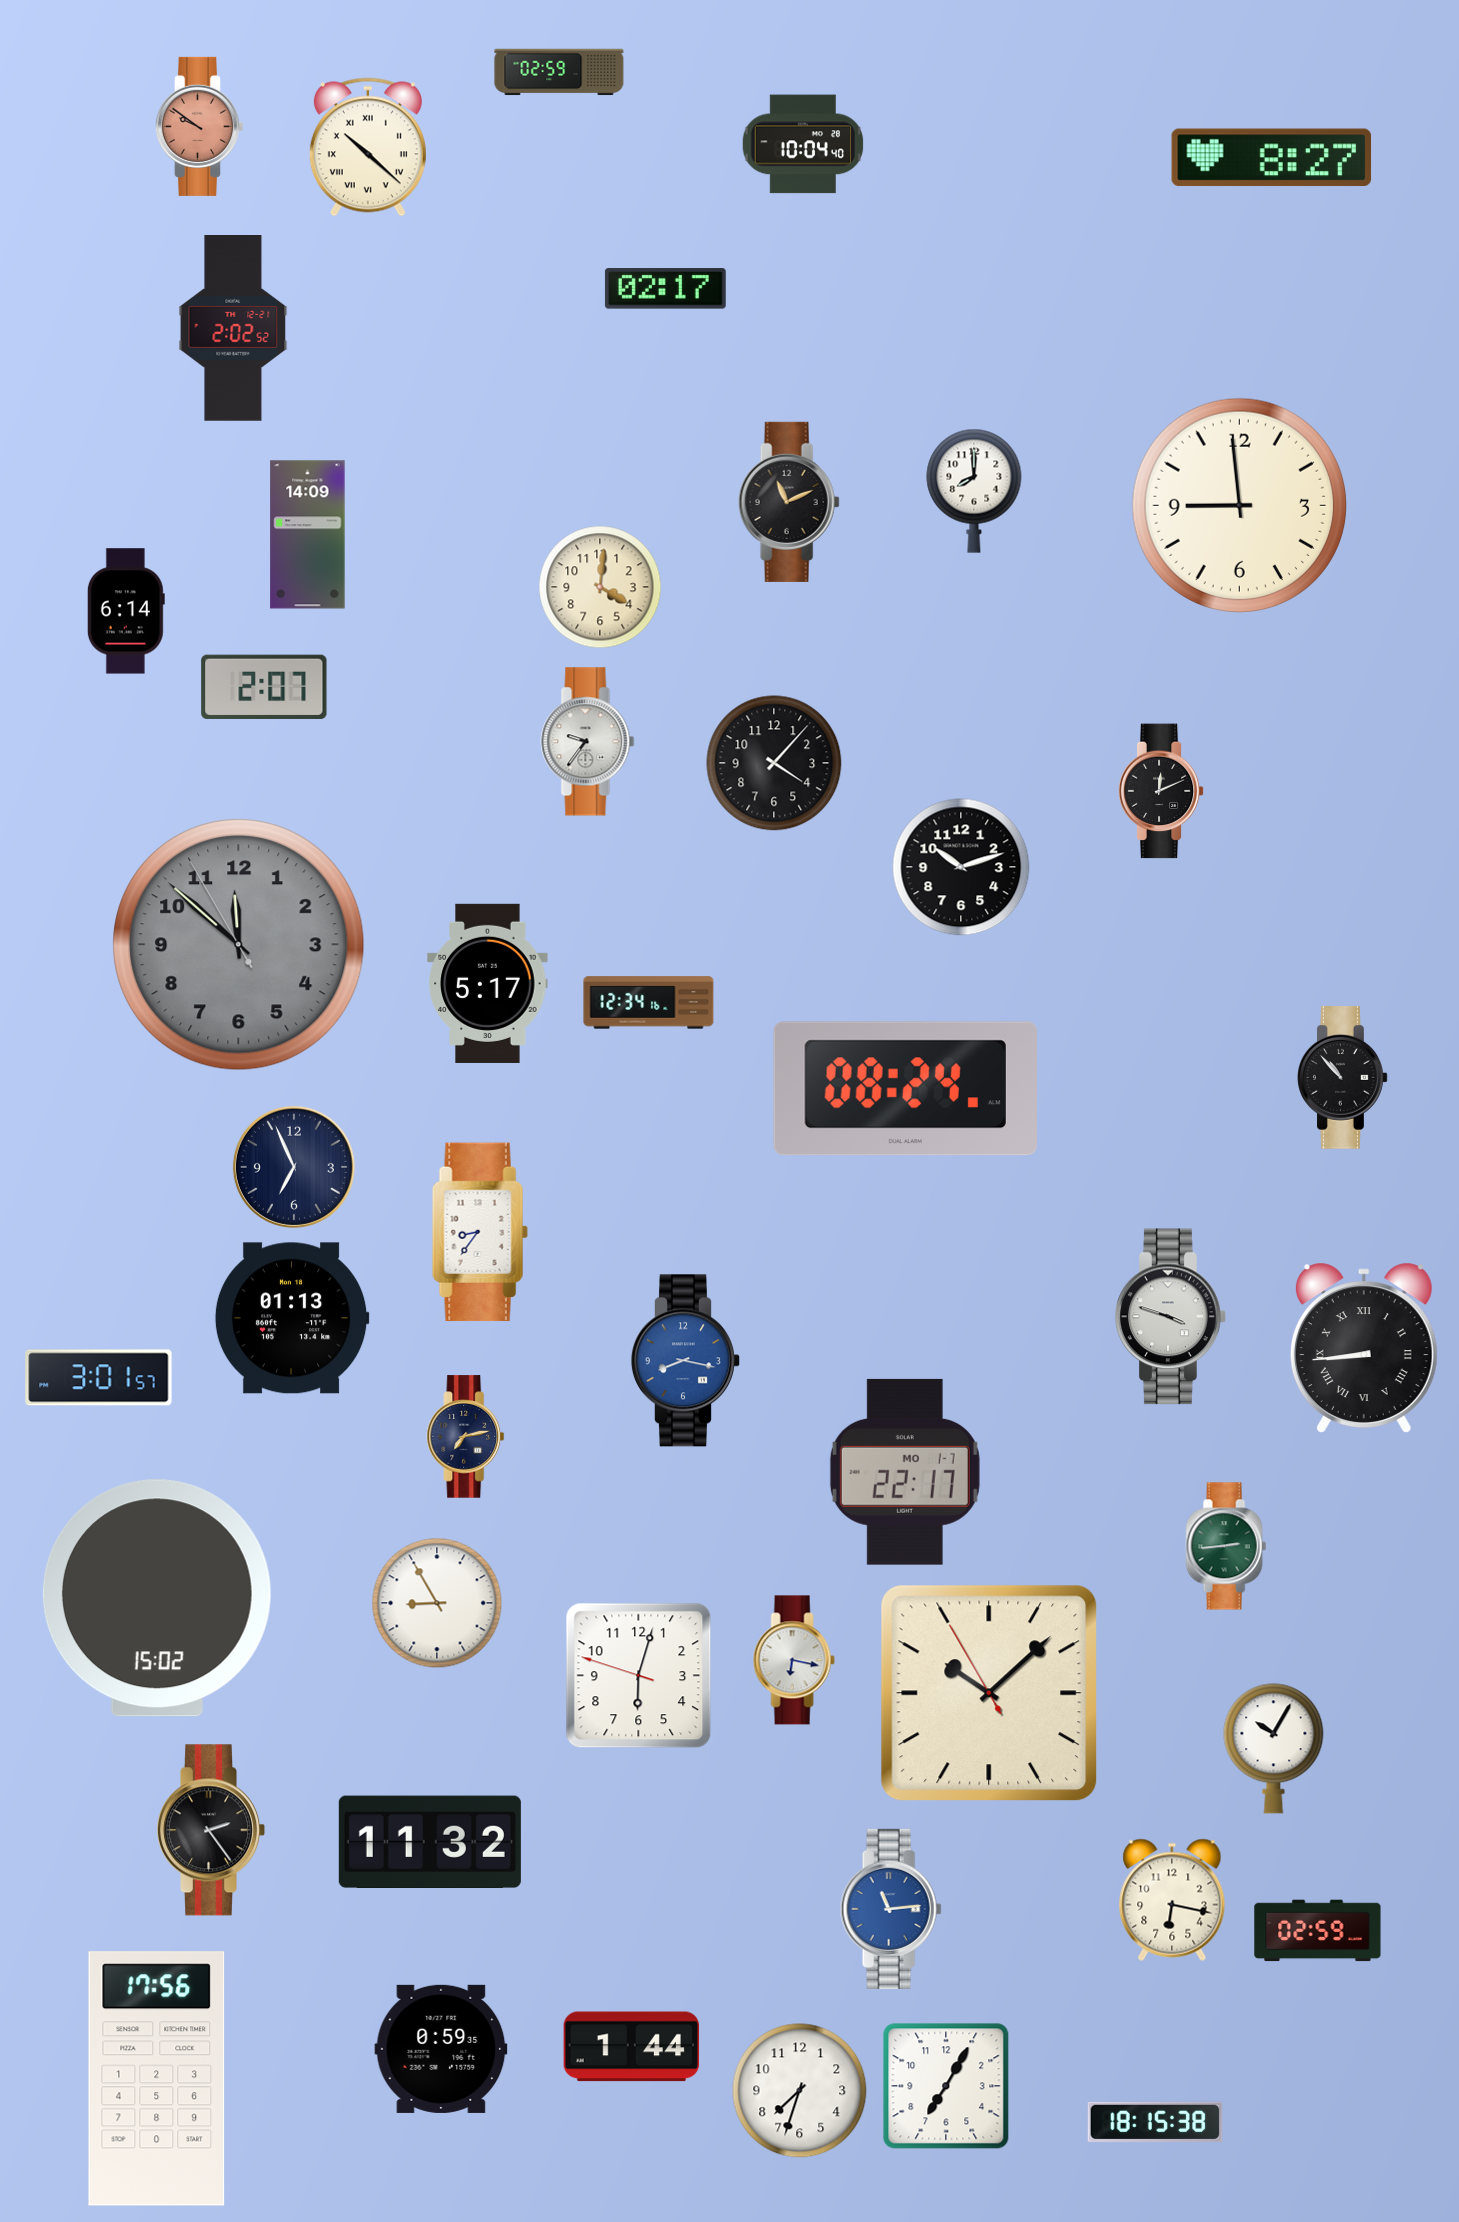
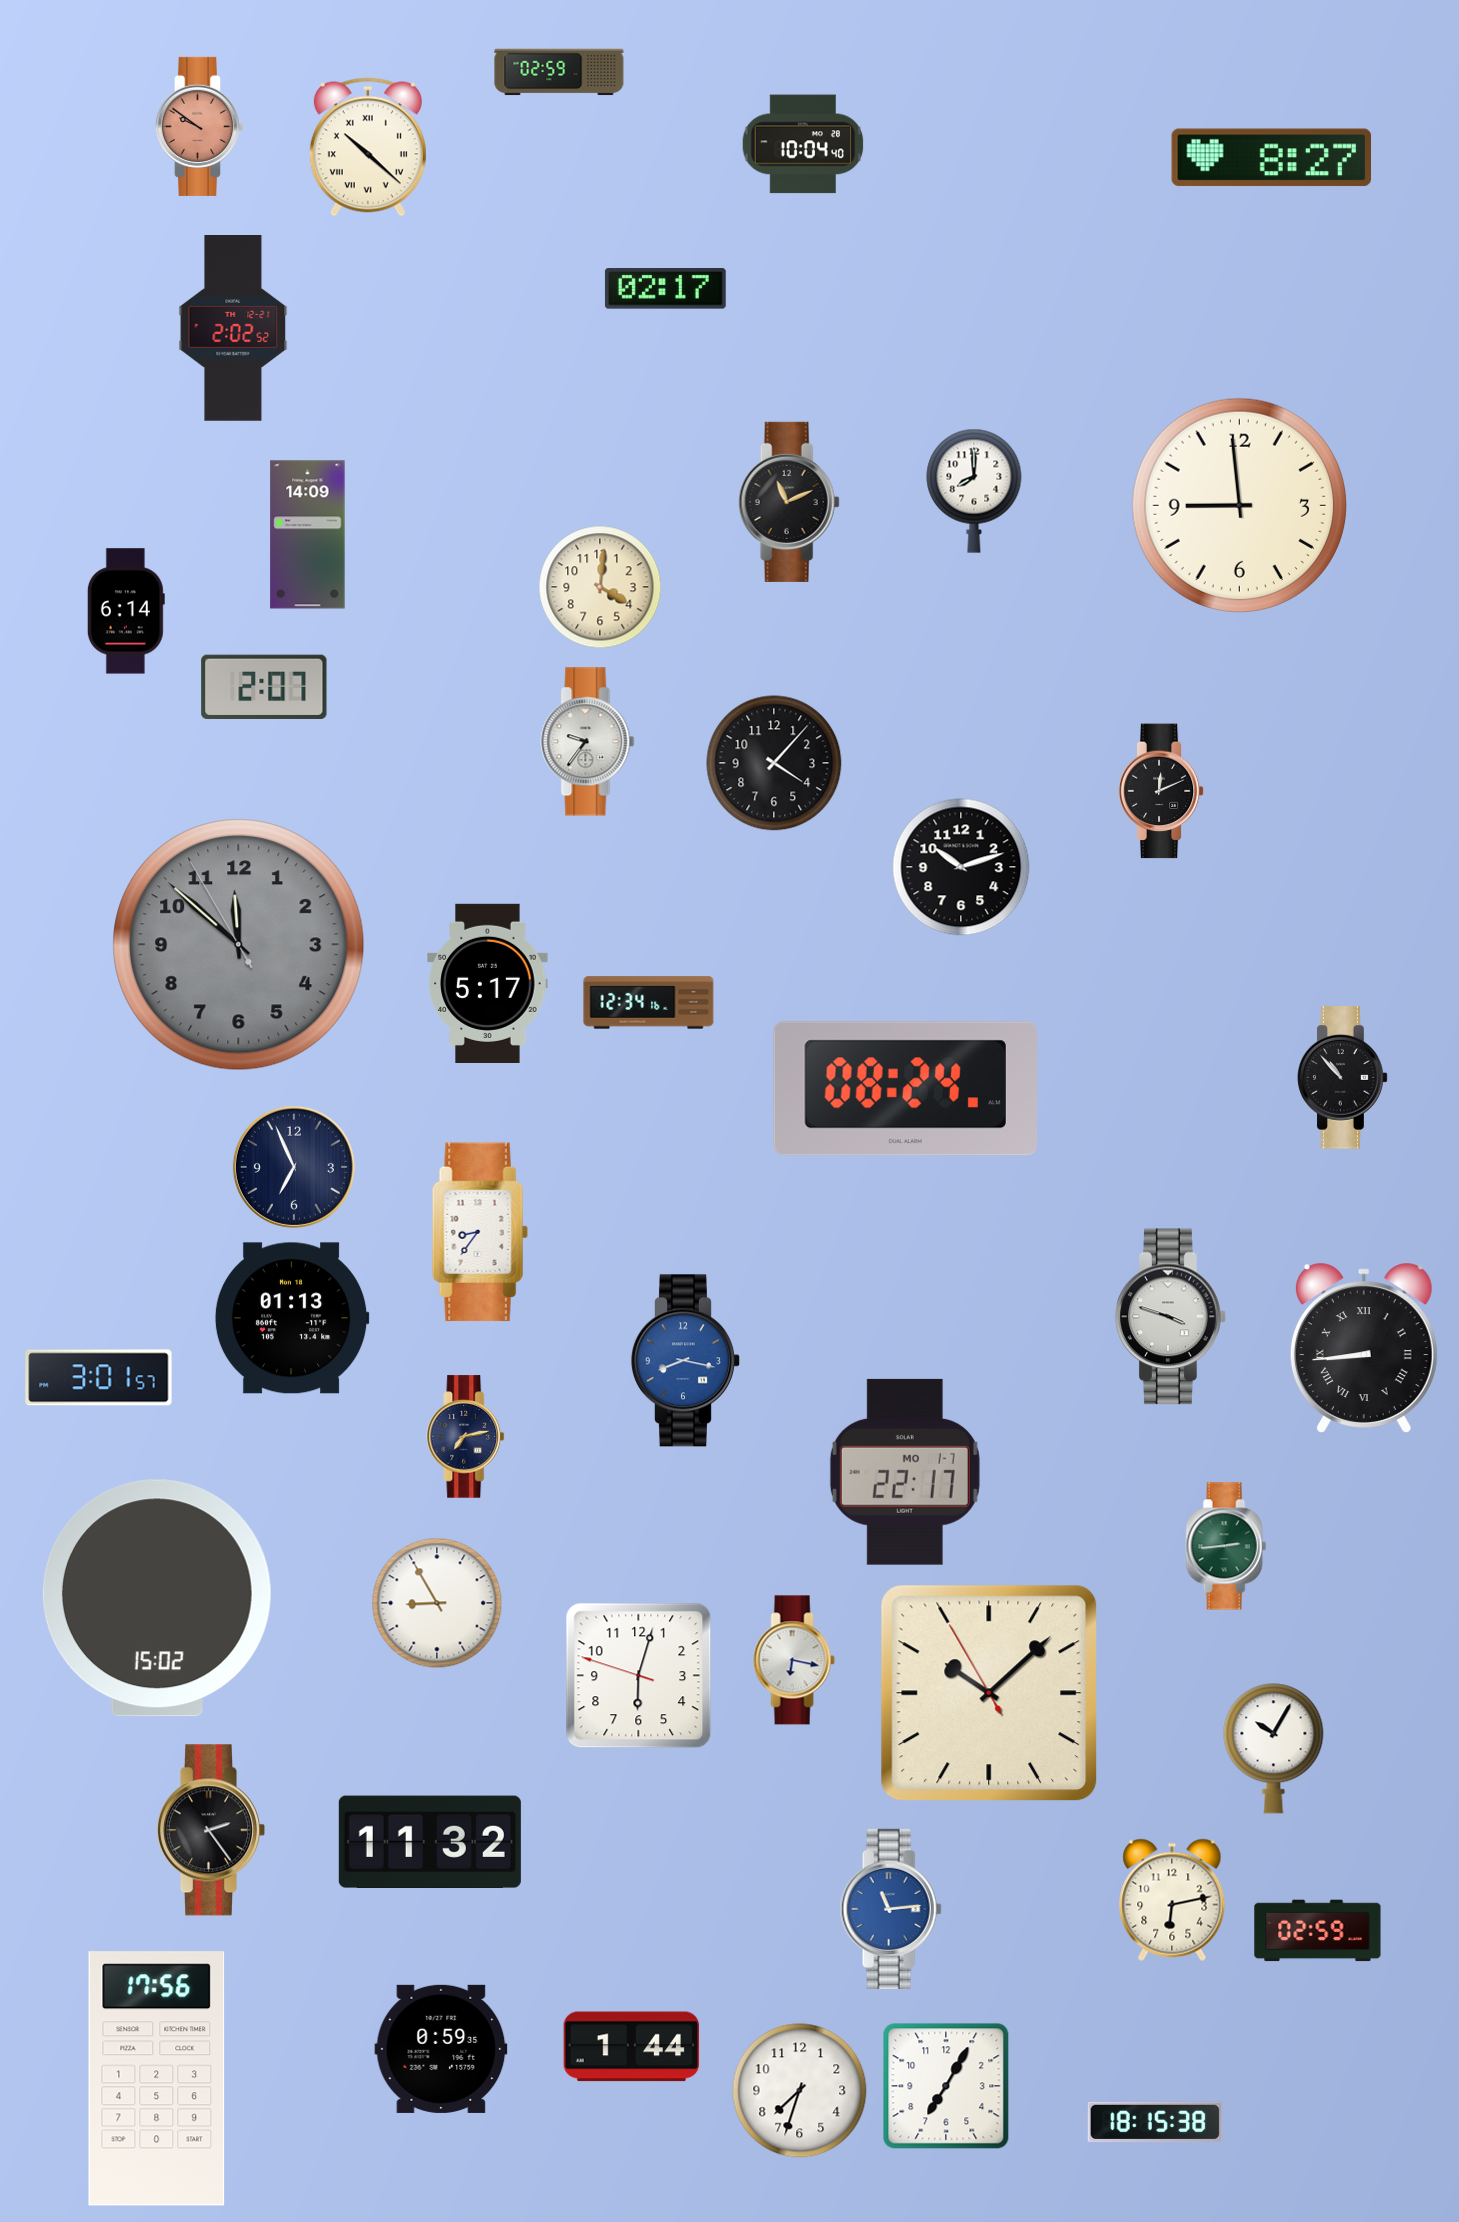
clock at (1172, 1900): 6:17 -> 6:13
